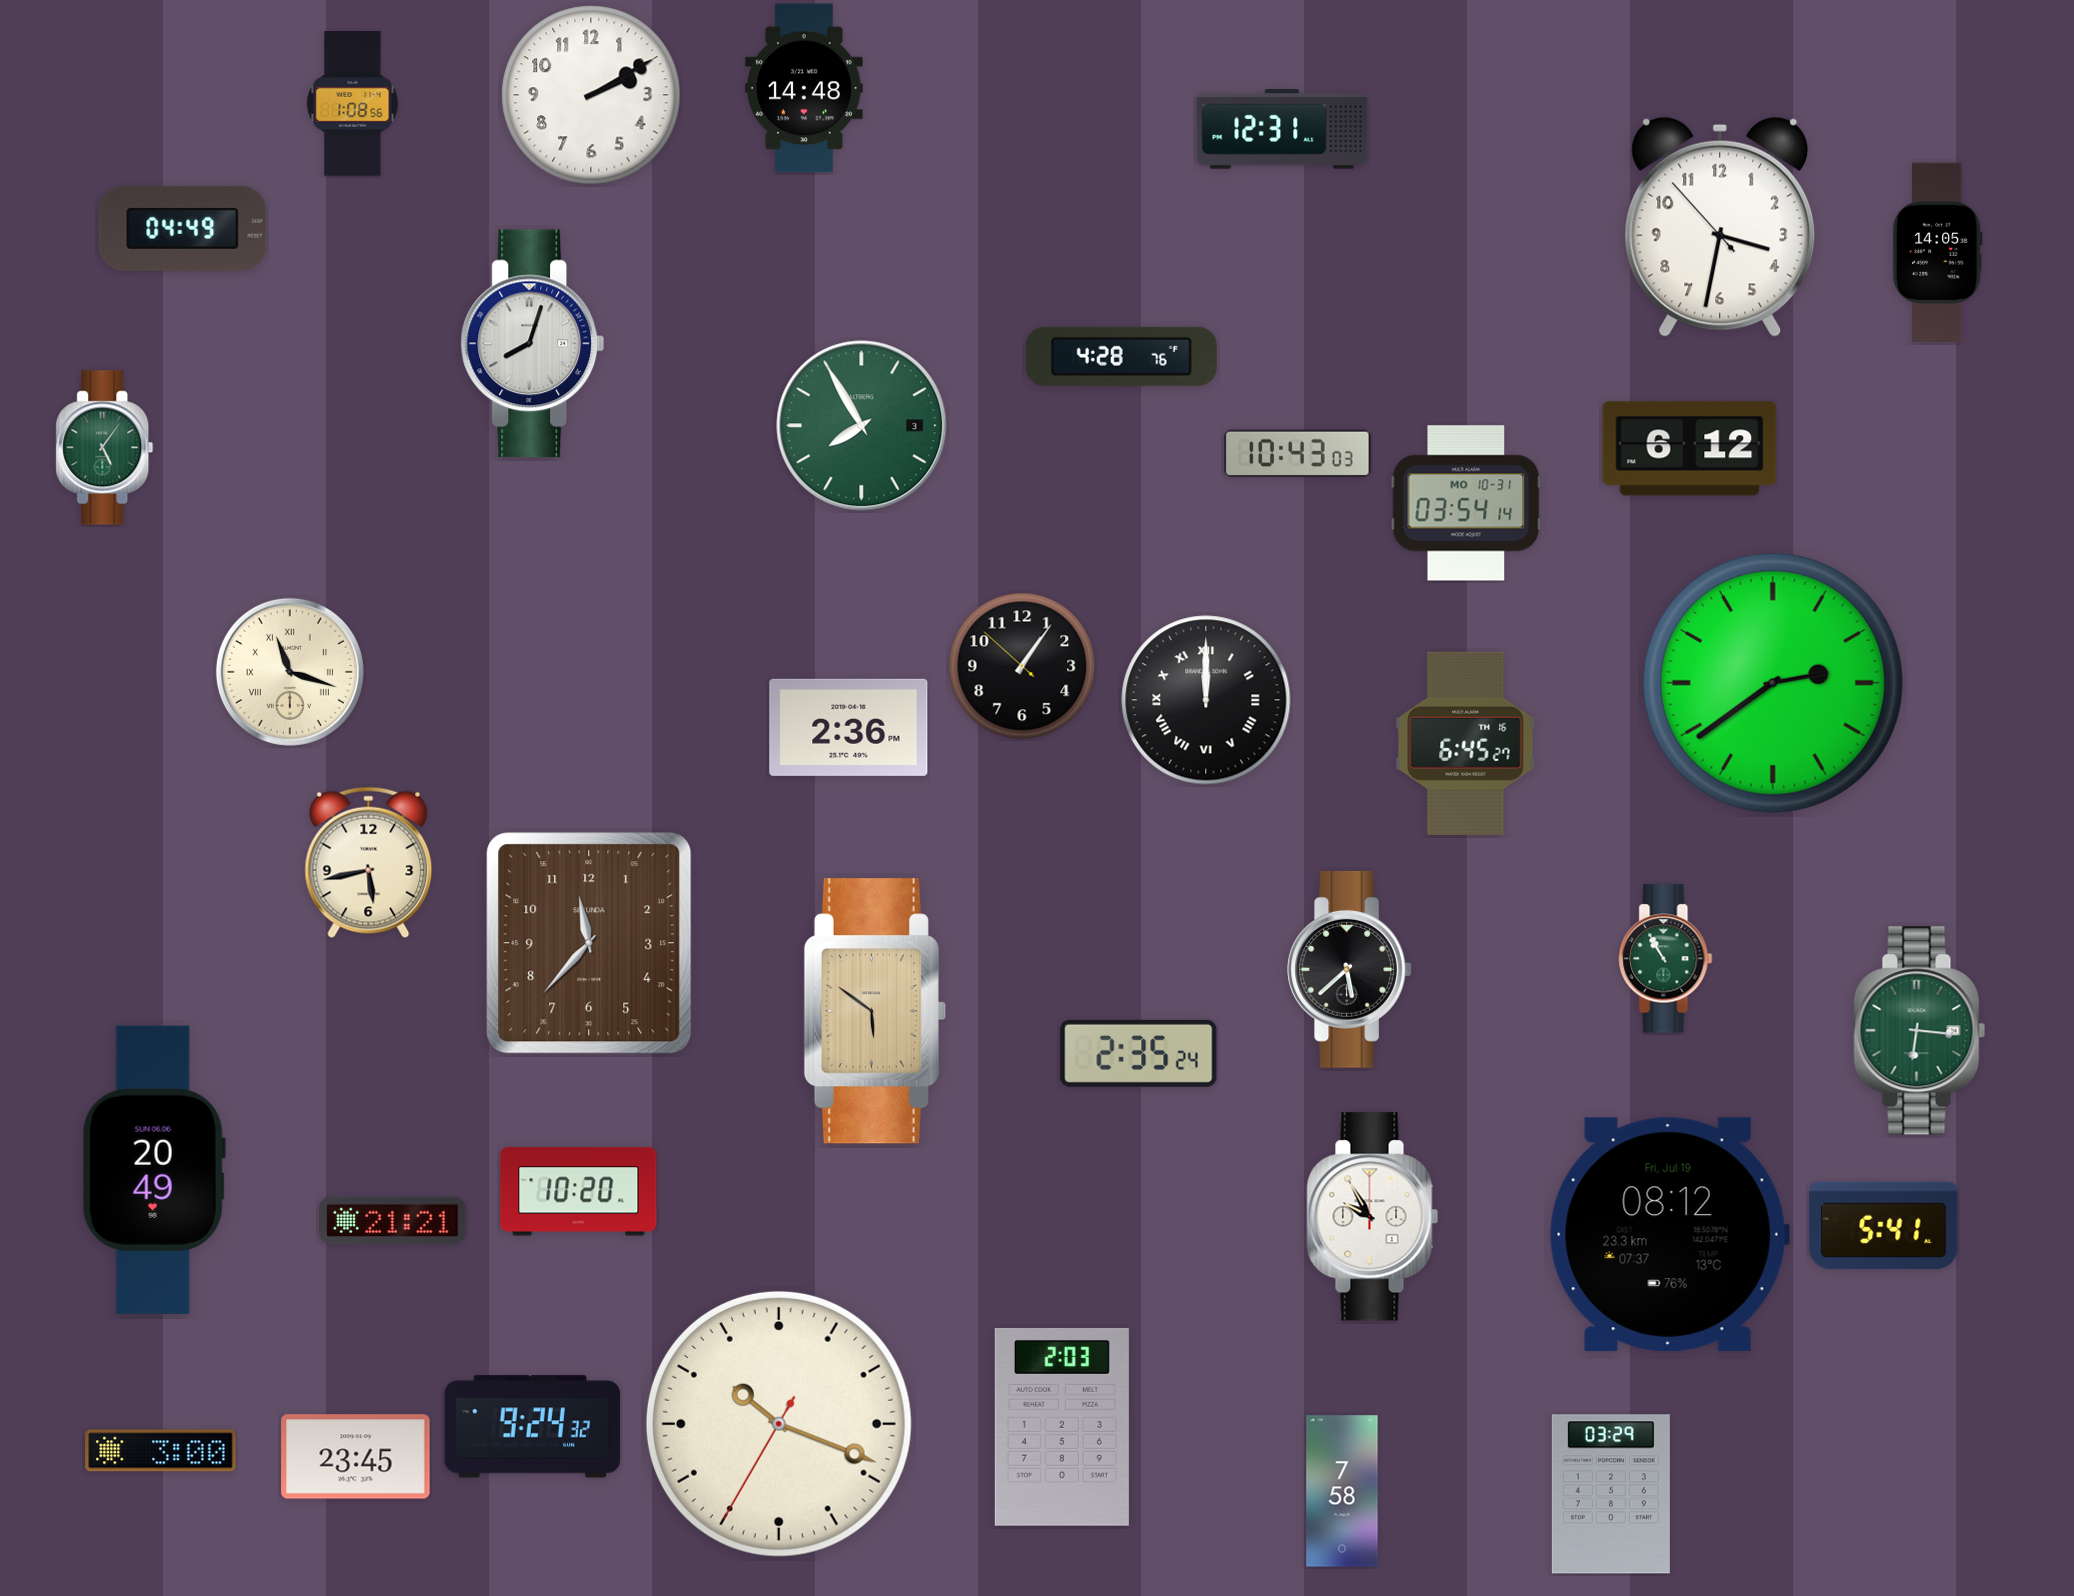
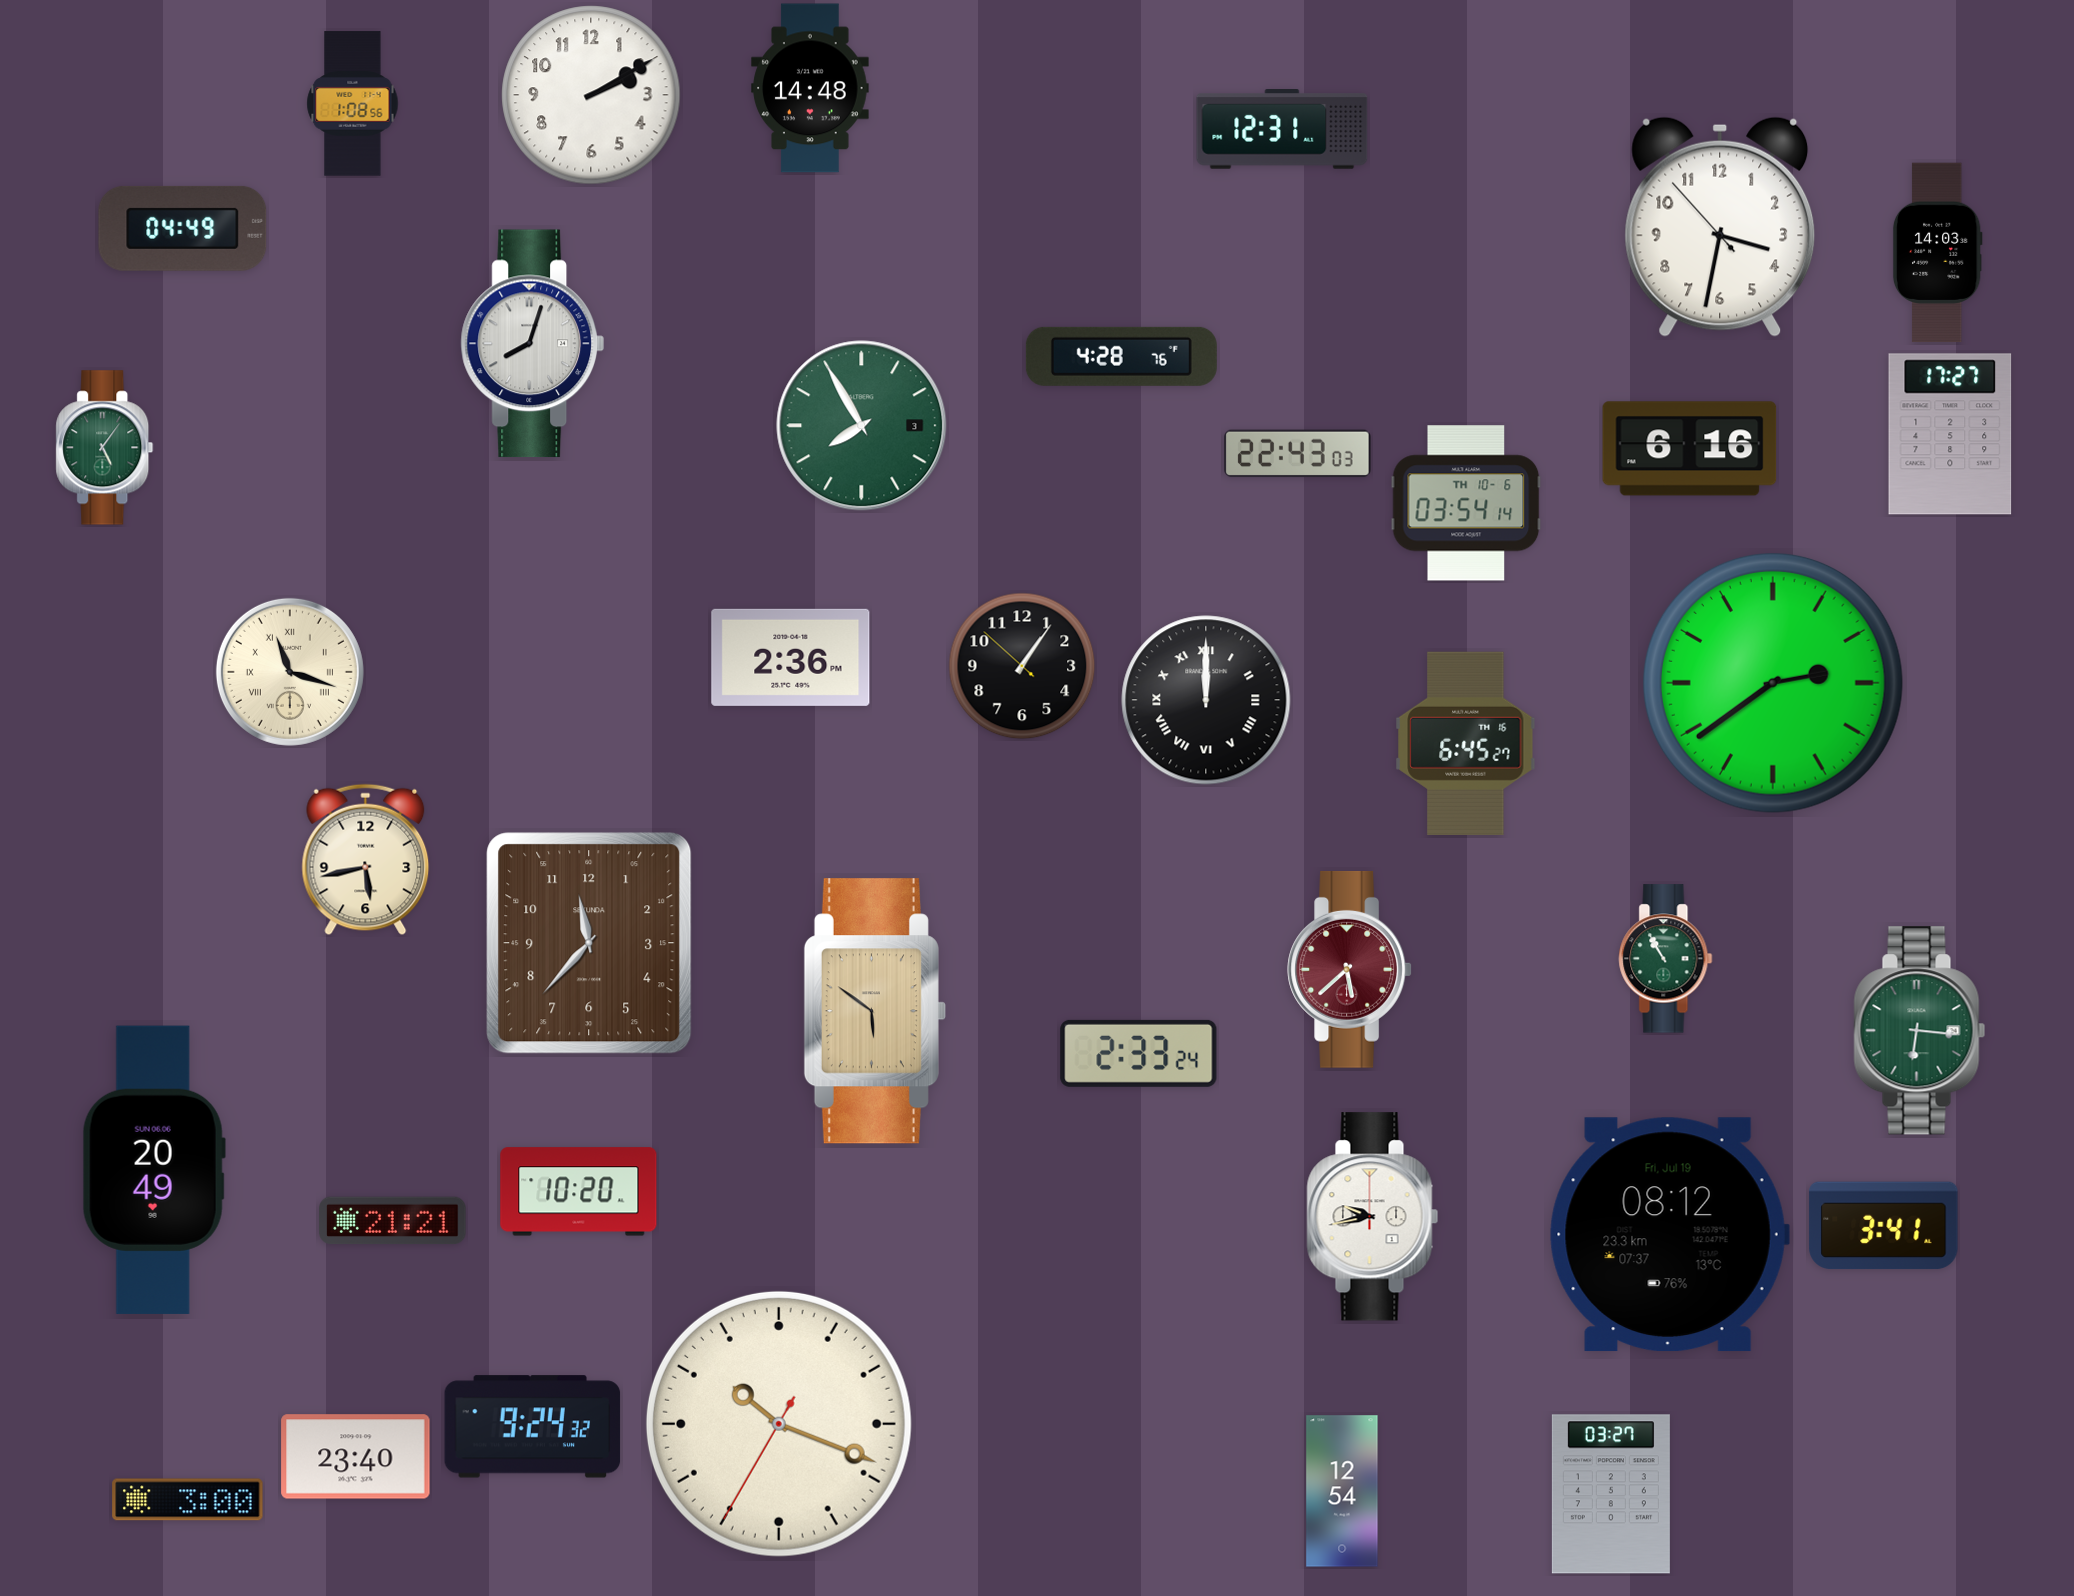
clock at (804, 88) position: (804, 88) -> (810, 88)
clock at (1937, 253): 14:05 -> 14:03
clock at (1950, 434): none -> 17:27
clock at (1690, 449): 6:12 -> 6:16
clock at (1298, 454): 10:43 -> 22:43
clock at (1466, 503) date: MO 10-31 -> TH 10-6
clock at (849, 727) position: (849, 727) -> (791, 657)
clock at (369, 863) position: (369, 863) -> (366, 860)
clock at (1350, 969) dial: black -> burgundy
clock at (1139, 1053): 2:35 -> 2:33
clock at (1373, 1217): 9:55 -> 9:43
clock at (1884, 1226): 5:41 -> 3:41
clock at (1062, 1427): 2:03 -> none
clock at (161, 1451) position: (161, 1451) -> (188, 1500)
clock at (356, 1457): 23:45 -> 23:40
clock at (1342, 1491): 7:58 -> 12:54
clock at (1611, 1494): 03:29 -> 03:27
